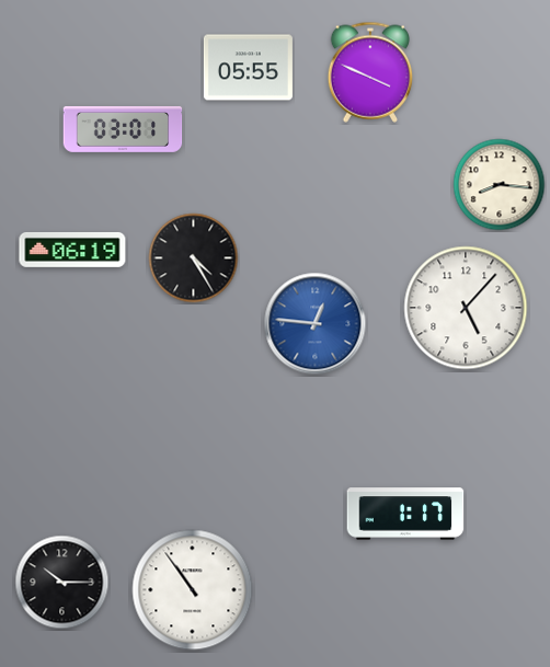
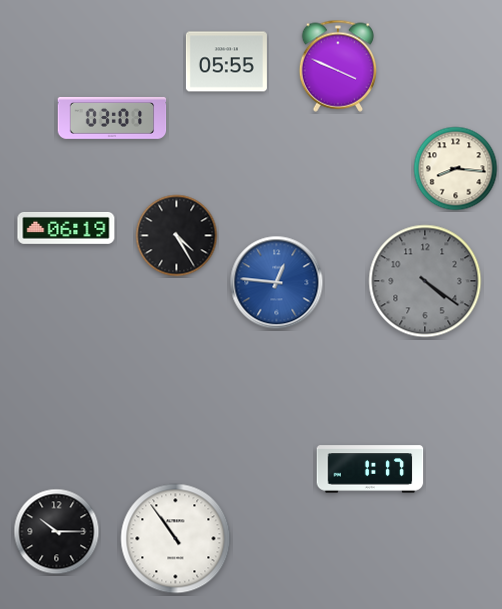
clock at (466, 308): 5:07 -> 4:21
clock at (466, 308) dial: white -> grey
clock at (316, 324) position: (316, 324) -> (277, 283)
